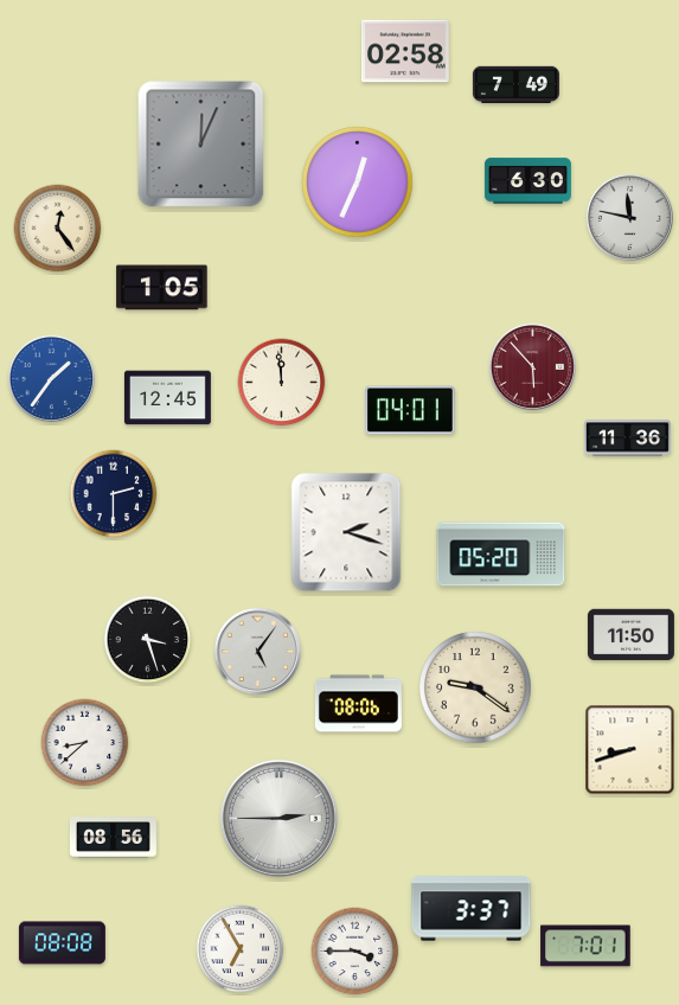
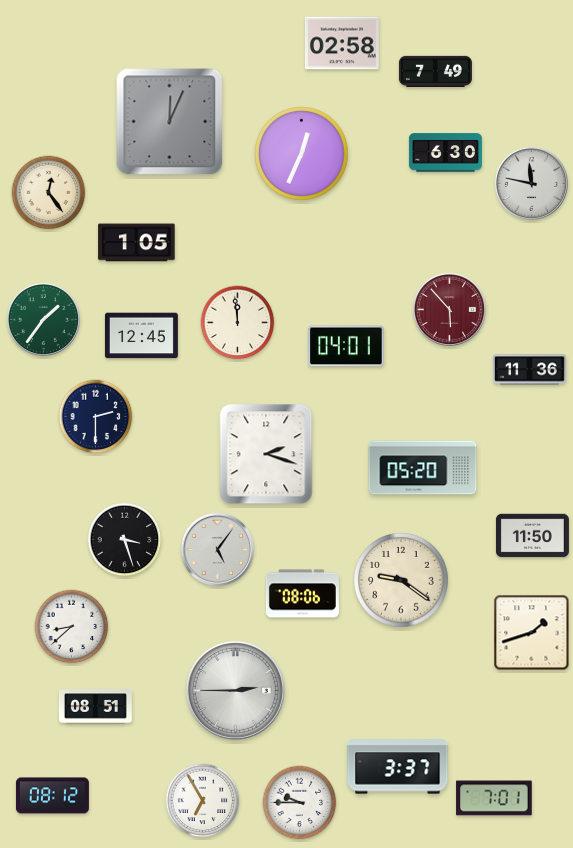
clock at (51, 378) dial: blue -> green
clock at (346, 532) position: (346, 532) -> (266, 454)
clock at (630, 750): 8:42 -> 1:42
clock at (113, 838): 08:56 -> 08:51
clock at (62, 943): 08:08 -> 08:12
clock at (355, 952): 3:45 -> 9:45
